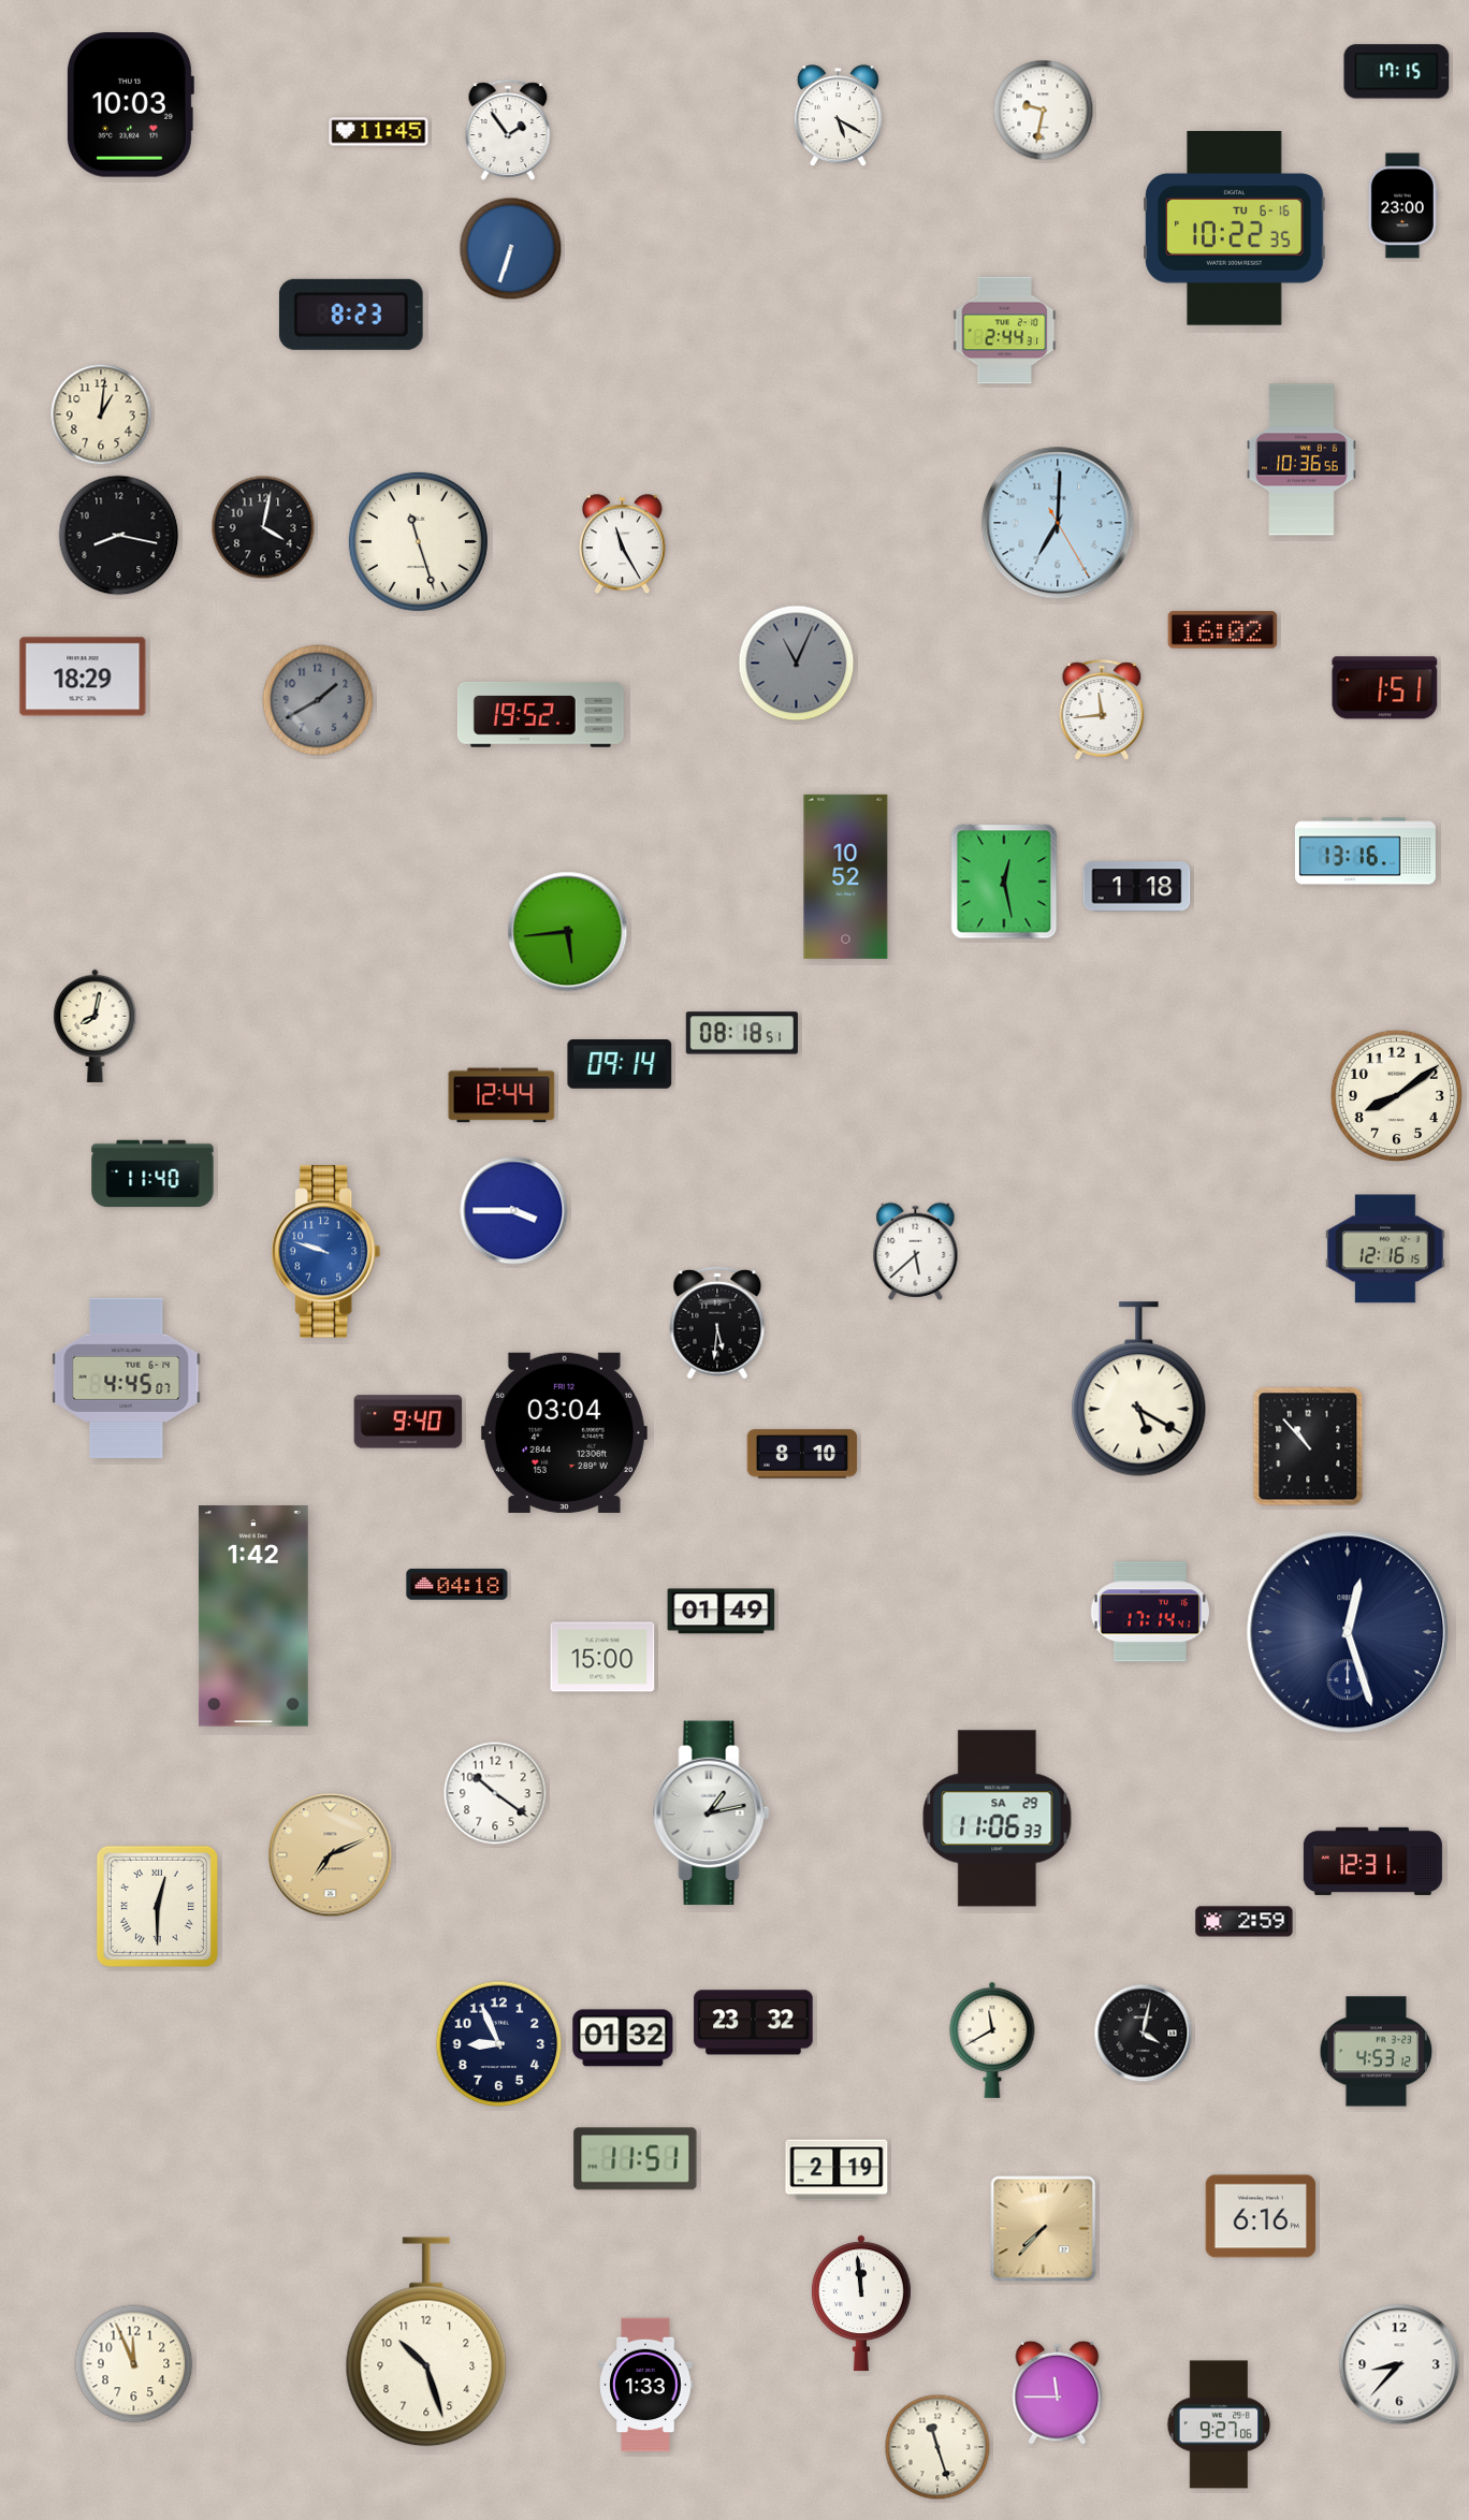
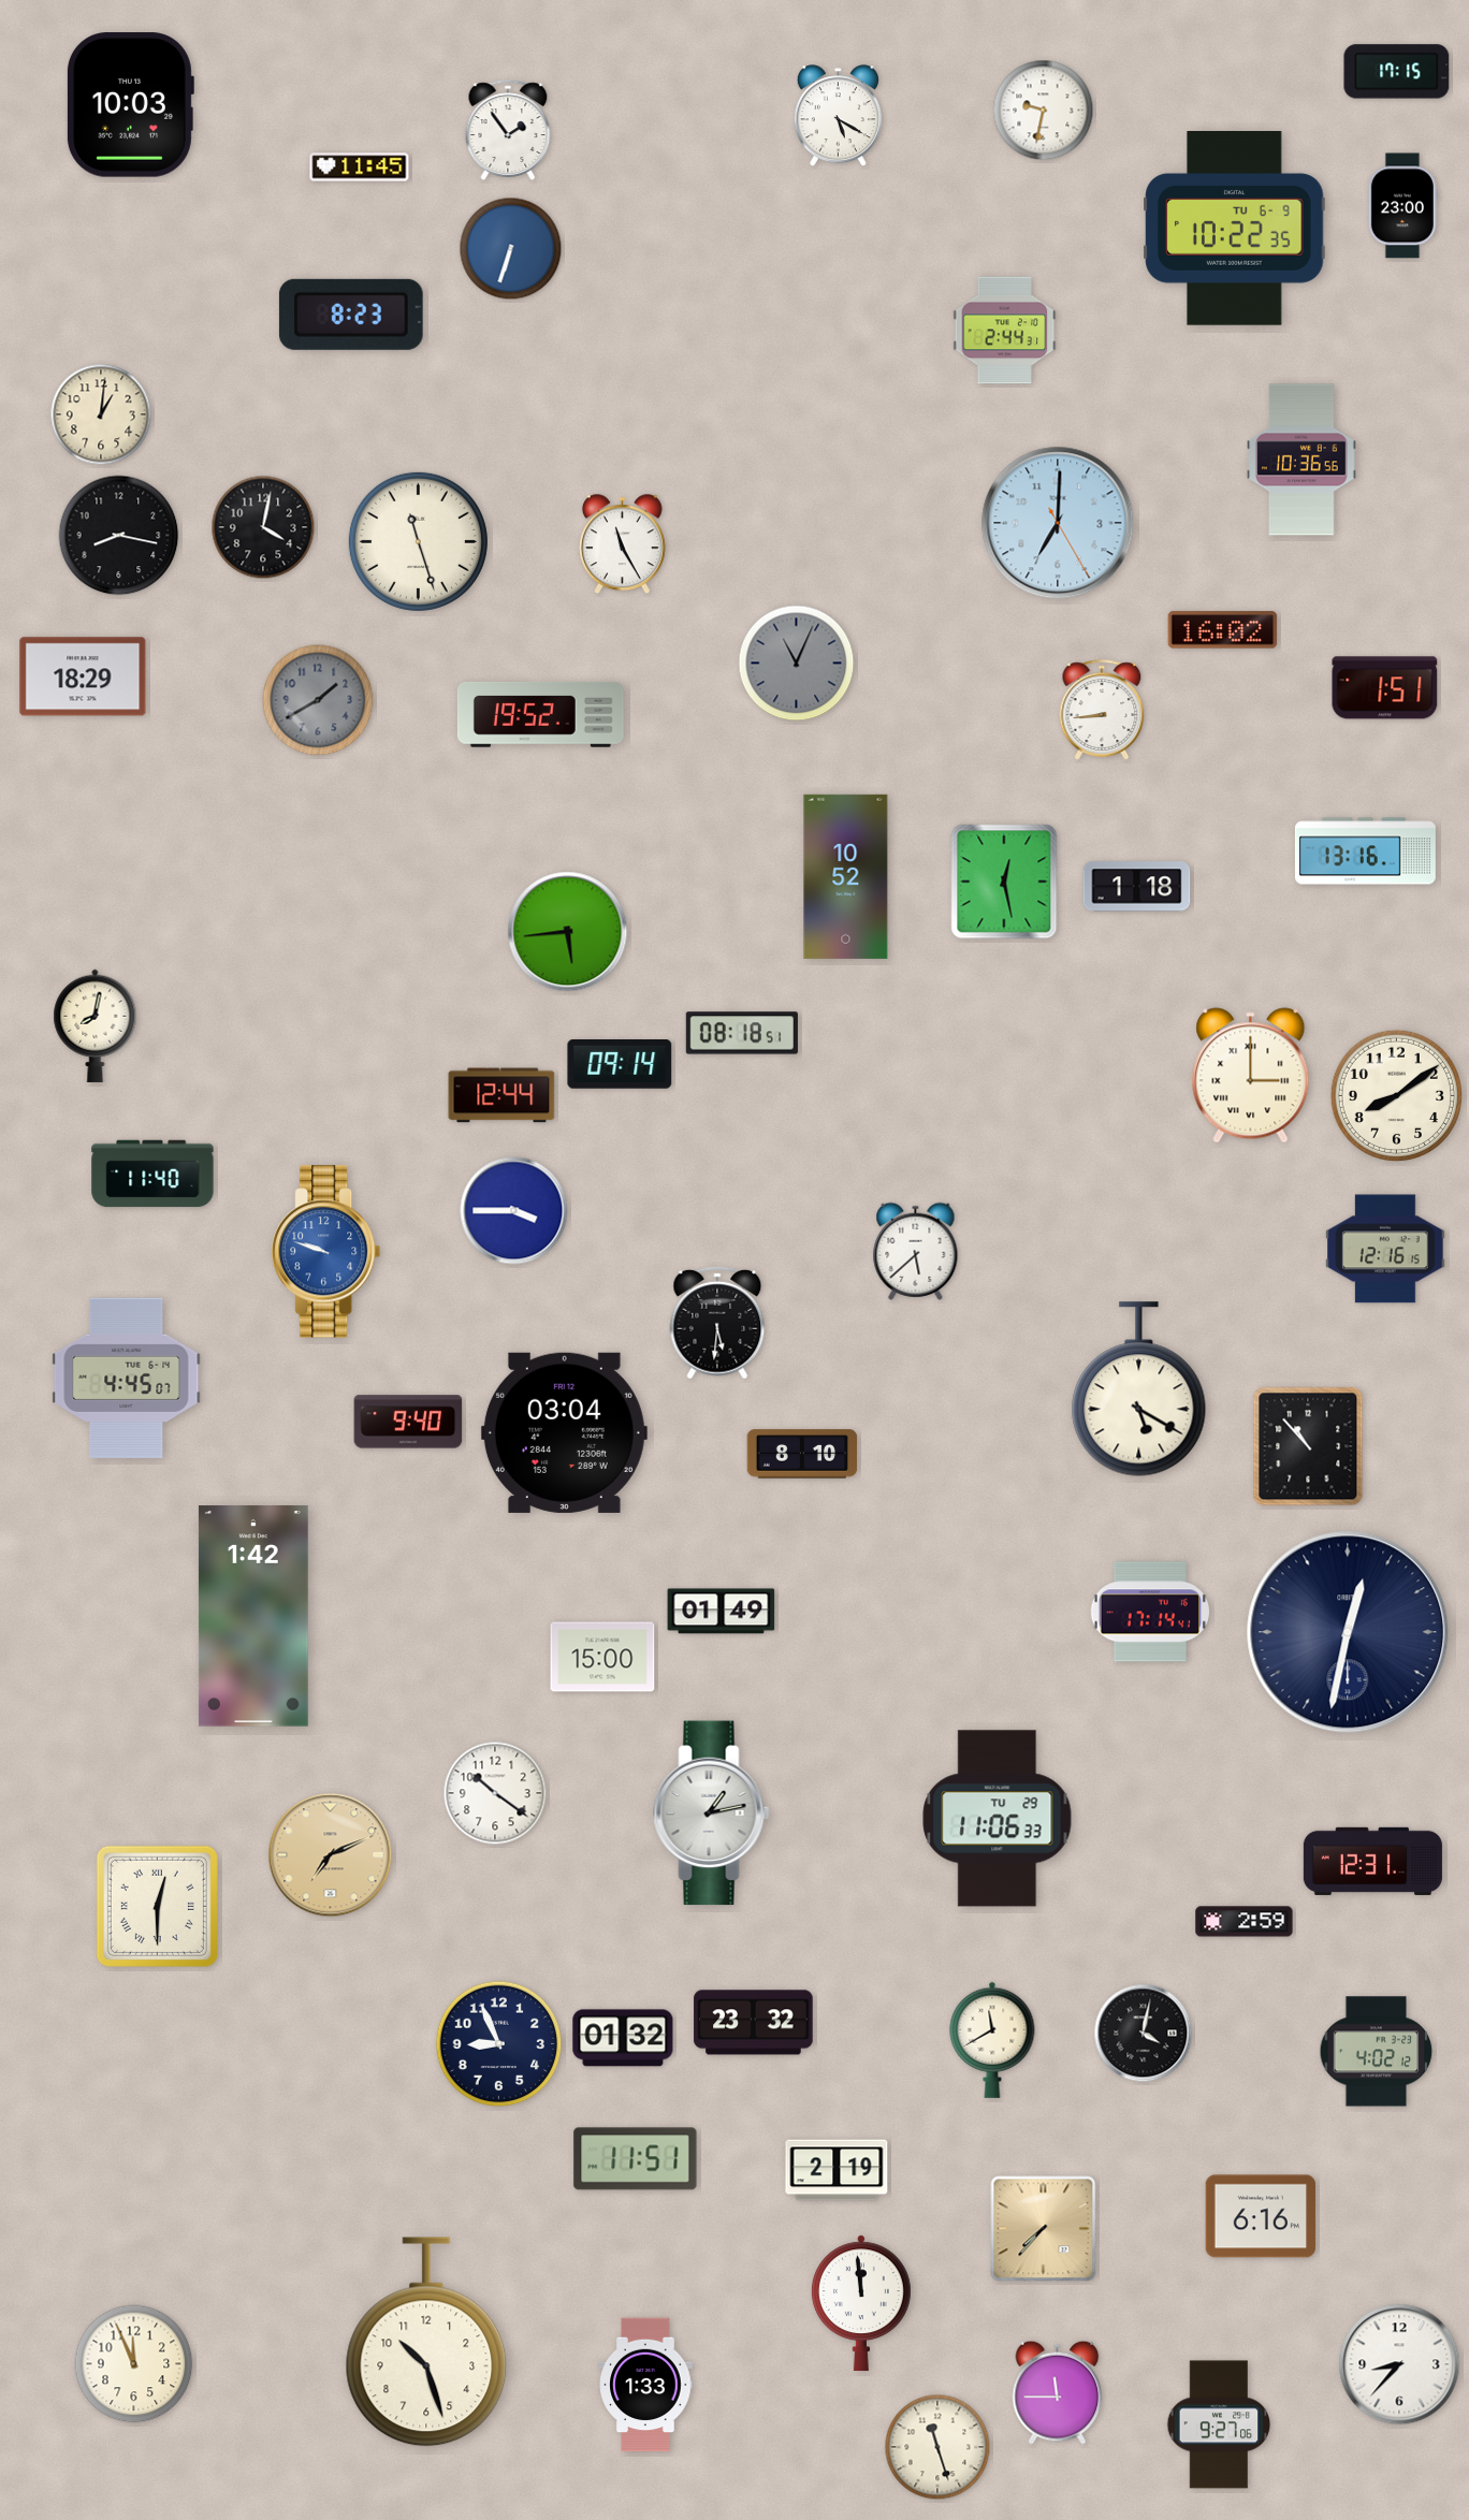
clock at (379, 132) position: (379, 132) -> (360, 167)
clock at (1235, 229) date: TU 6-16 -> TU 6-9
clock at (1102, 710): 11:44 -> 8:44
clock at (1251, 1076): none -> 3:00
clock at (457, 1584): 04:18 -> none
clock at (1348, 1632): 12:27 -> 12:32
clock at (998, 1819) date: SA 29 -> TU 29
clock at (1377, 2052): 4:53 -> 4:02
